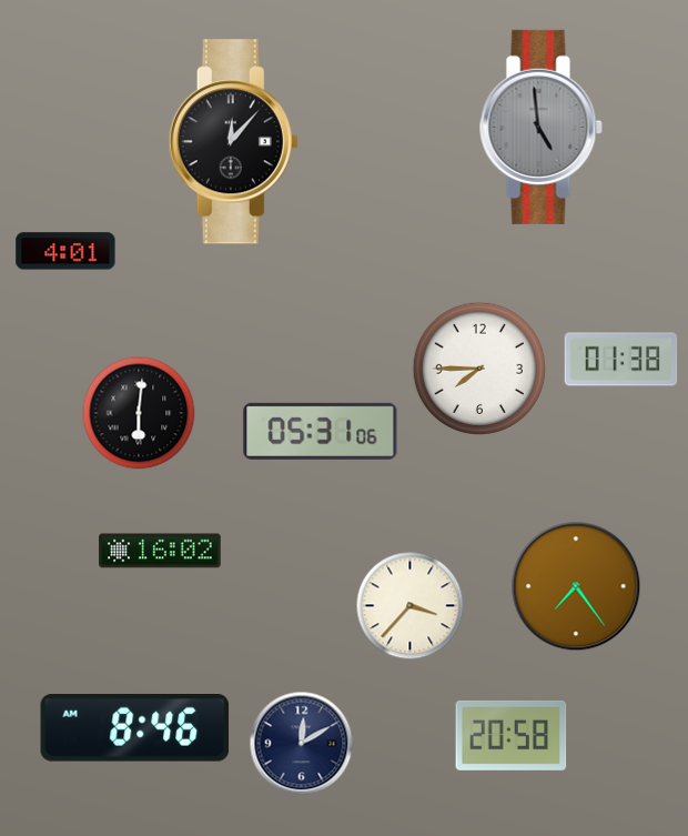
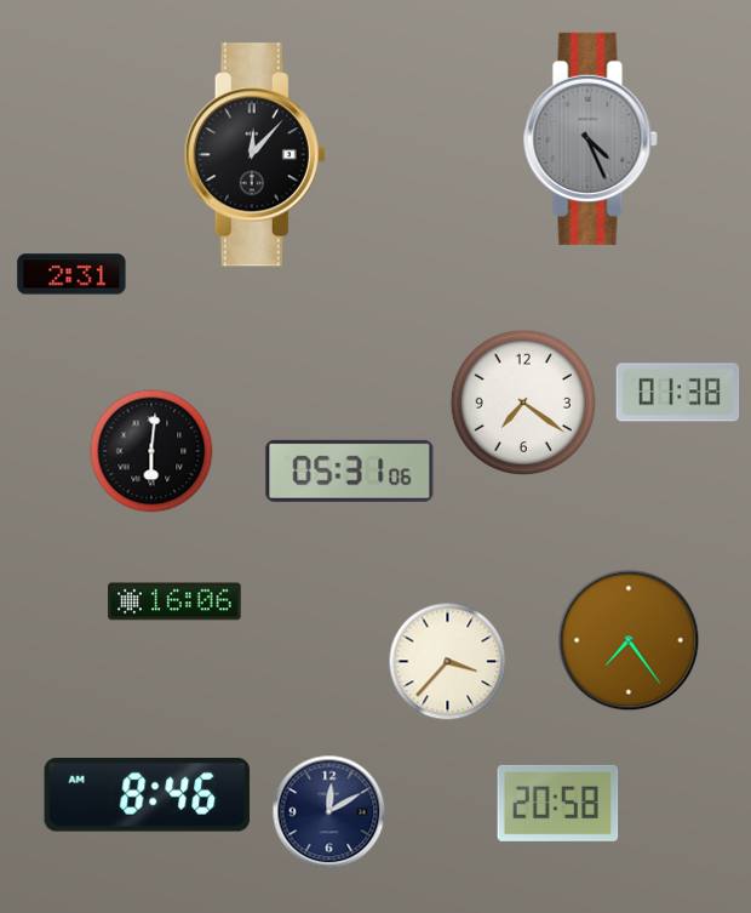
clock at (540, 127): 4:59 -> 4:26
clock at (65, 251): 4:01 -> 2:31
clock at (478, 367): 7:45 -> 7:21
clock at (160, 551): 16:02 -> 16:06
